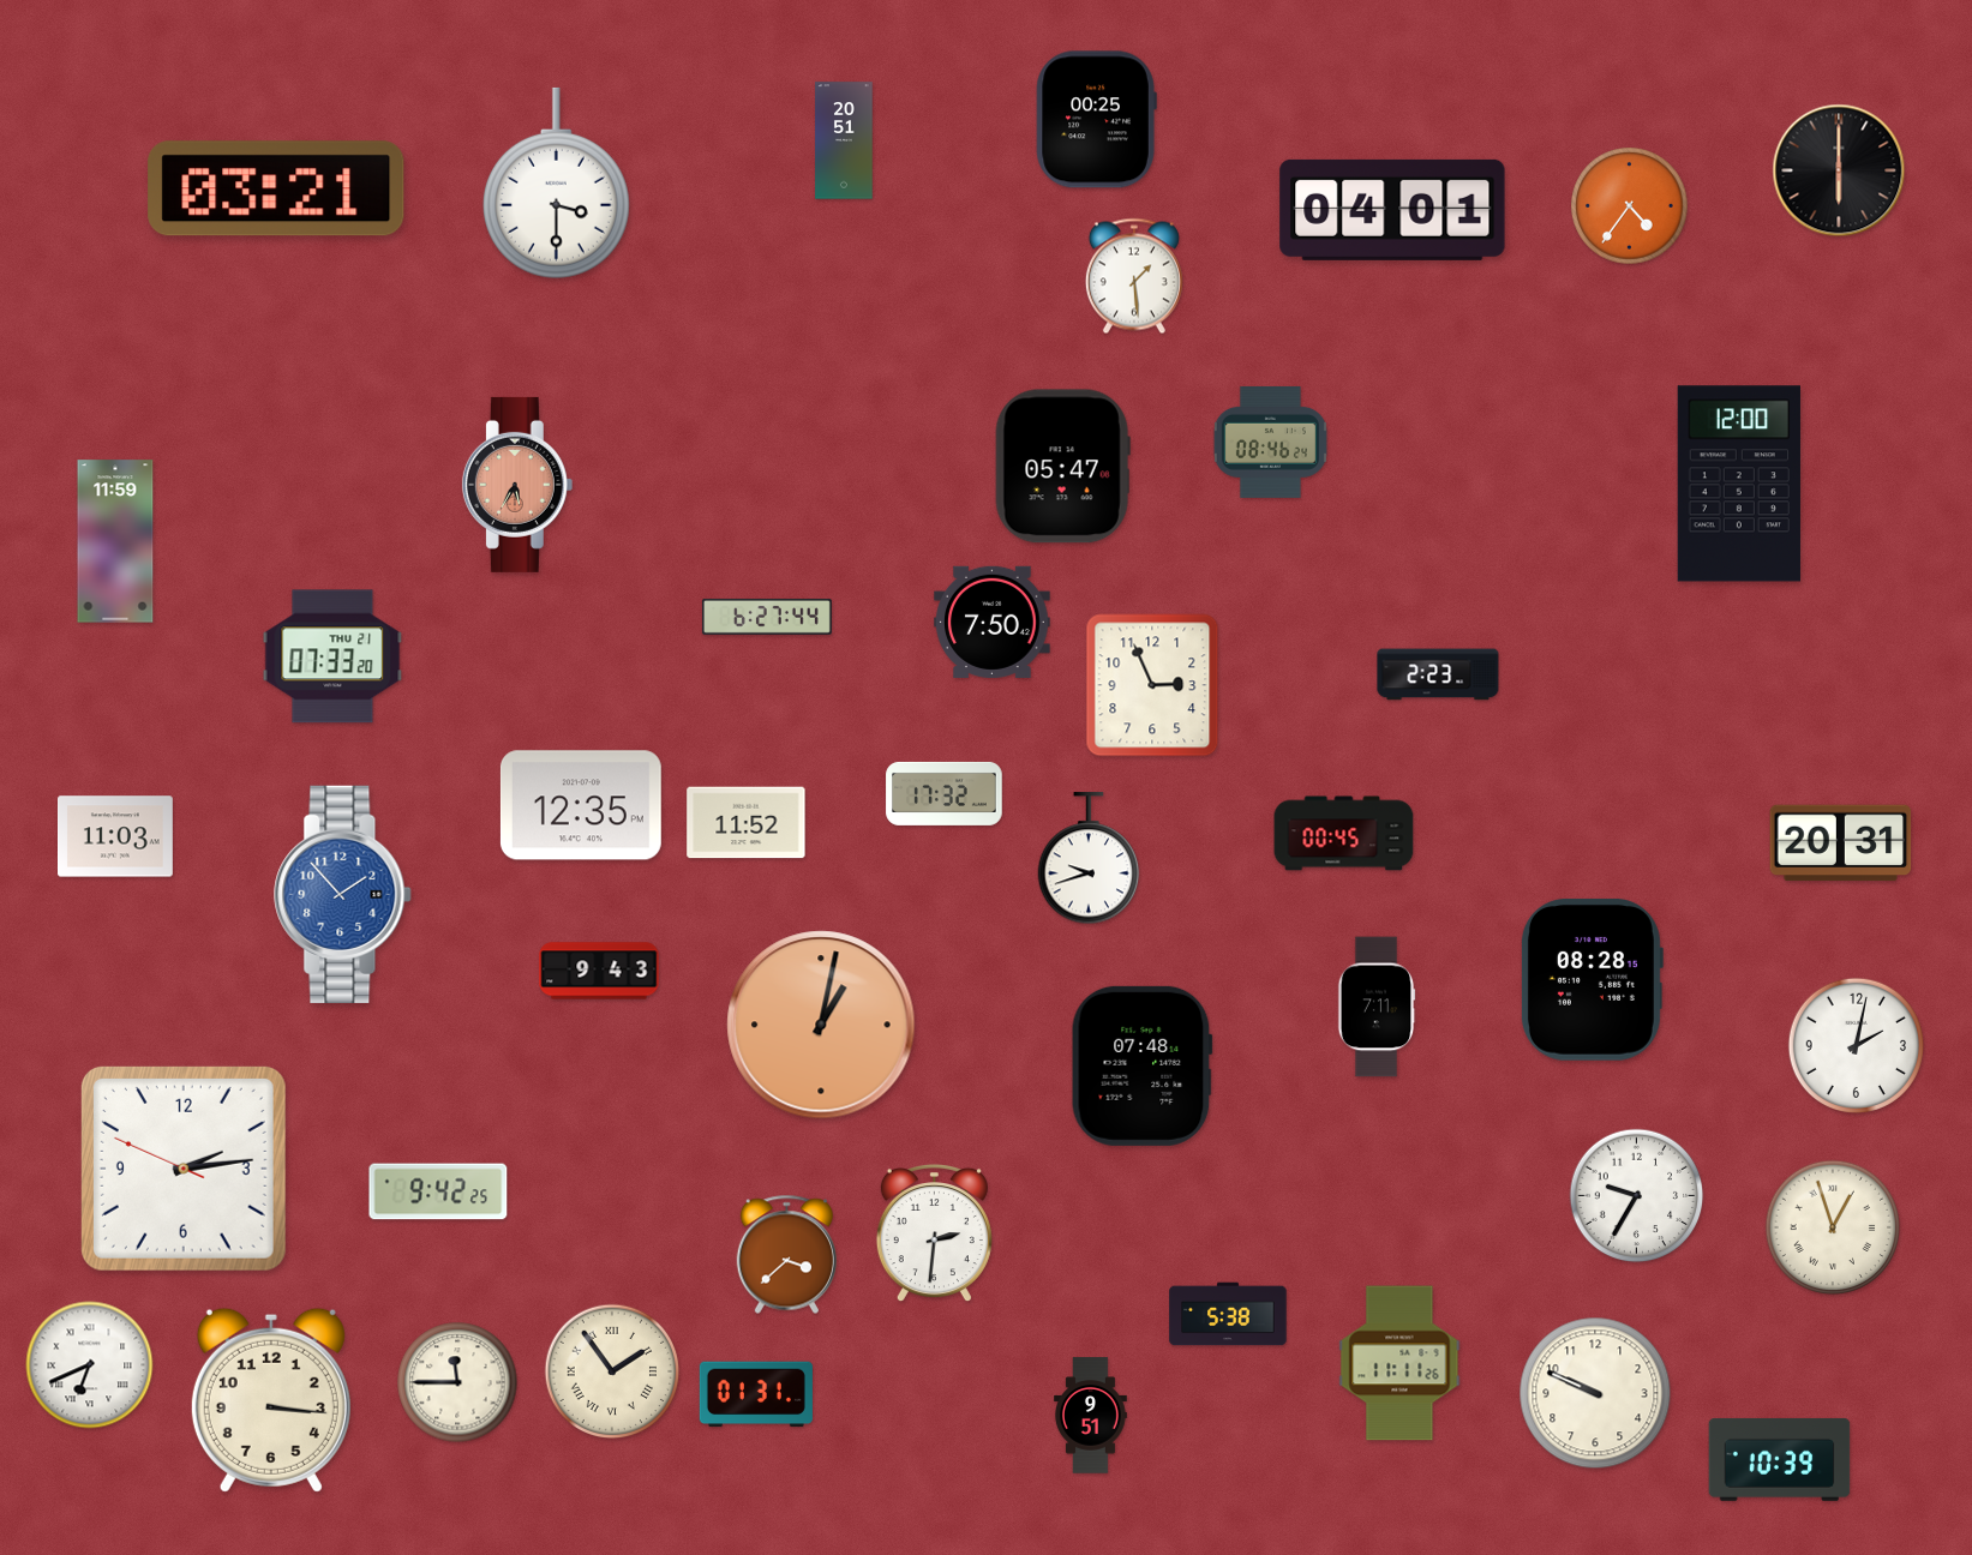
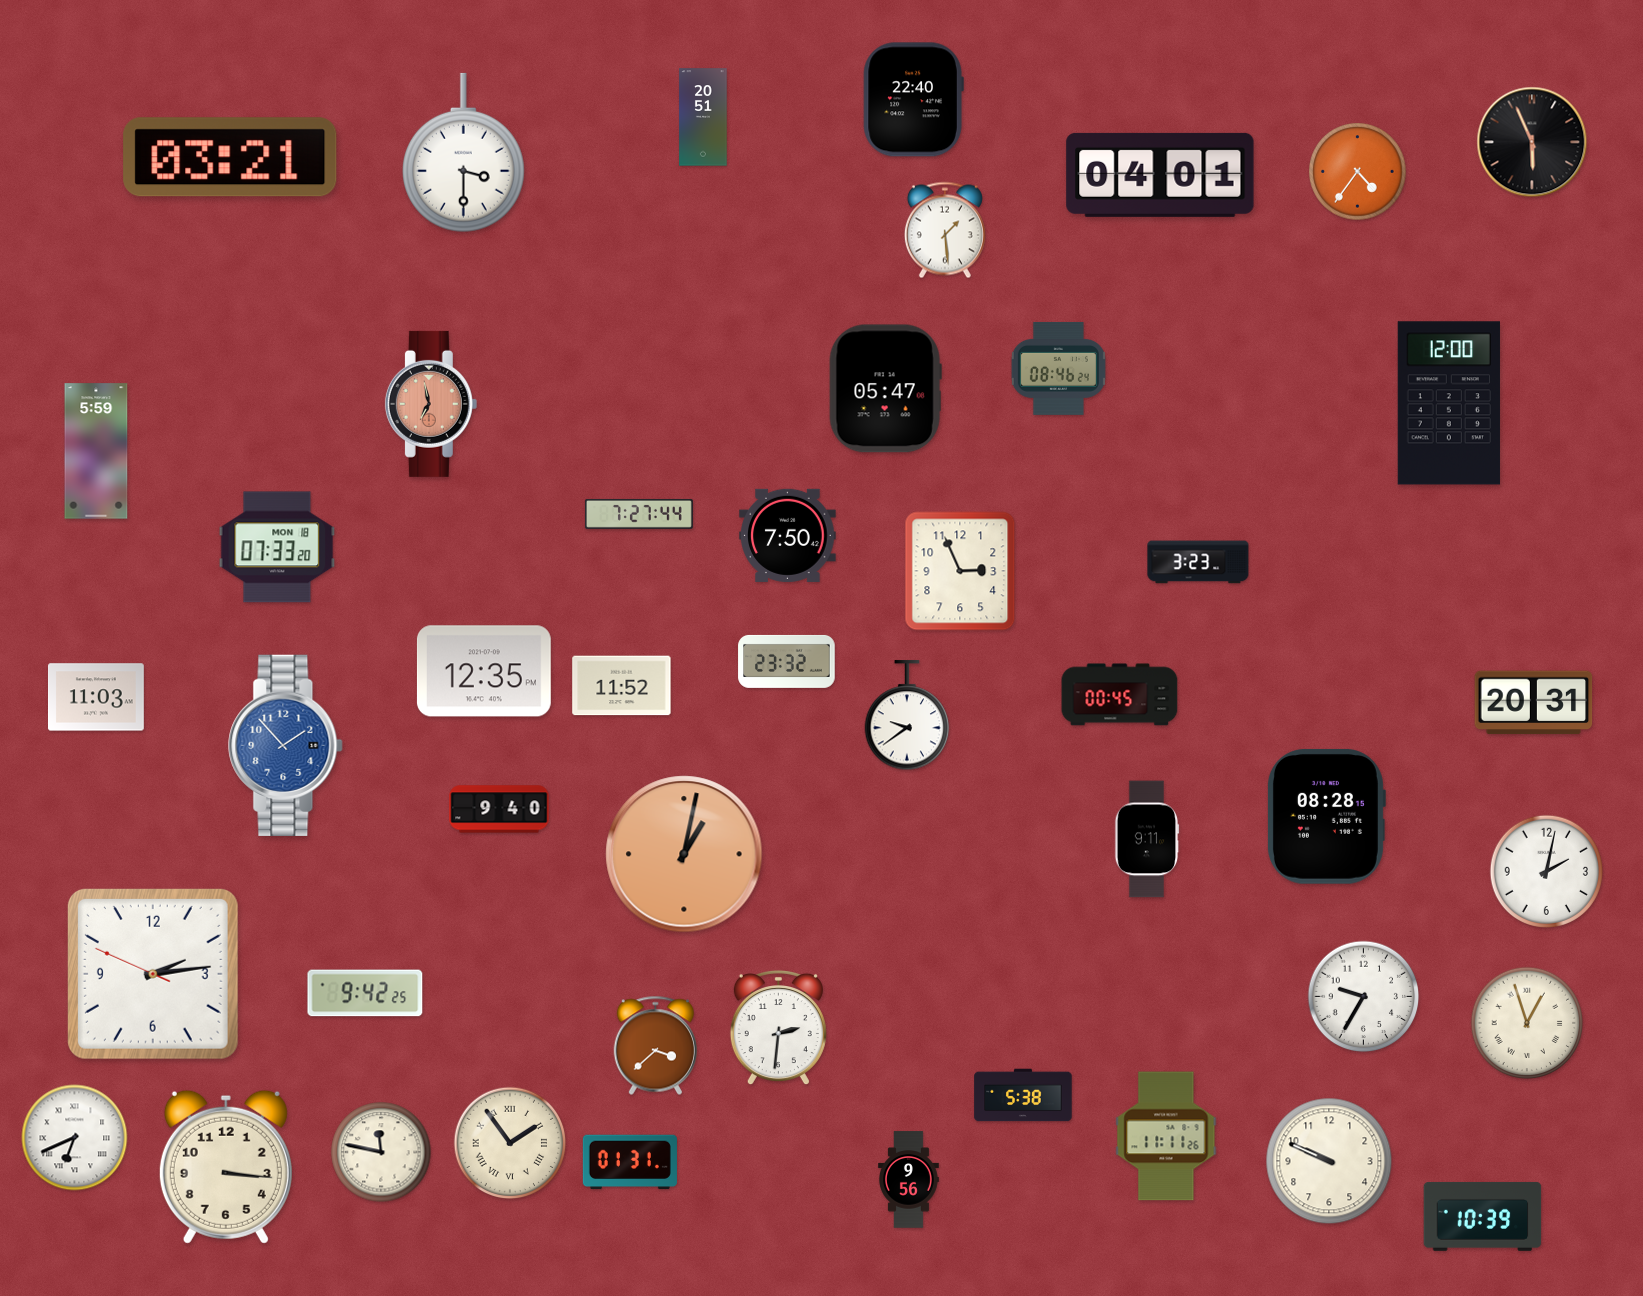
clock at (1096, 120): 00:25 -> 22:40
clock at (1839, 170): 6:00 -> 5:56
clock at (517, 485): 5:35 -> 6:58
clock at (115, 541): 11:59 -> 5:59
clock at (767, 617): 6:27 -> 7:27
clock at (993, 622) position: (993, 622) -> (788, 535)
clock at (332, 656) date: THU 21 -> MON 18
clock at (1438, 674): 2:23 -> 3:23
clock at (945, 793): 17:32 -> 23:32
clock at (1089, 859): 9:42 -> 9:39
clock at (599, 971): 9:43 -> 9:40
clock at (1377, 1007): 7:11 -> 9:11
clock at (1141, 1065): 07:48 -> none
clock at (457, 1382): 11:45 -> 11:47
clock at (1091, 1416): 9:51 -> 9:56
